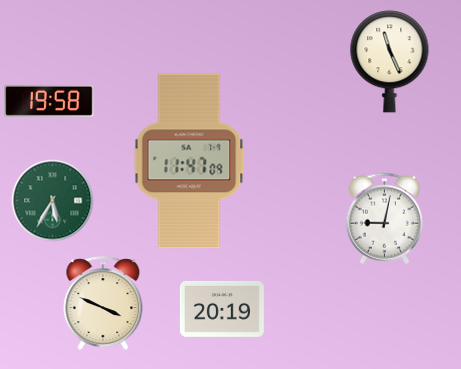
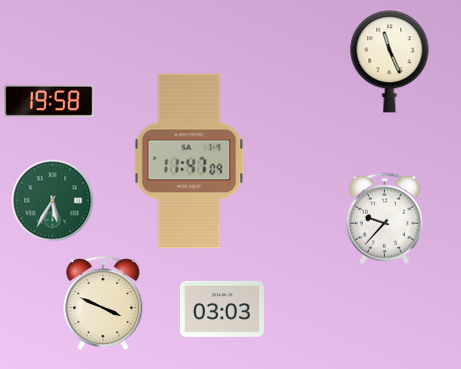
clock at (384, 218): 9:02 -> 9:37
clock at (222, 310): 20:19 -> 03:03
